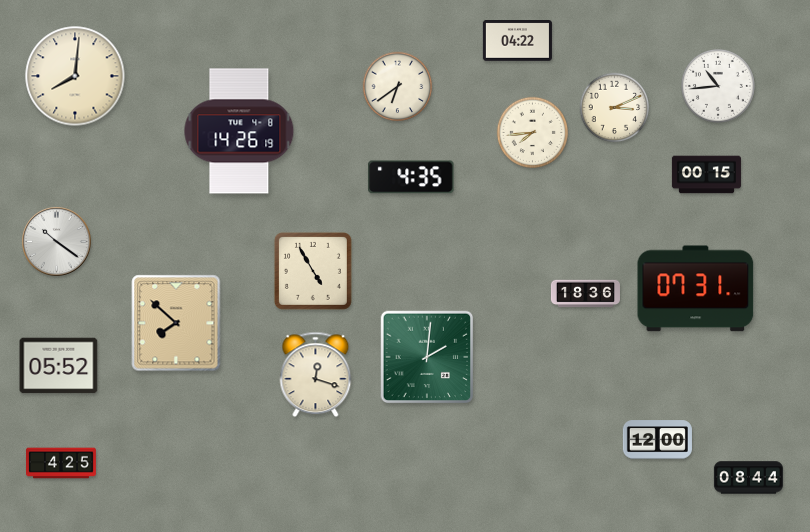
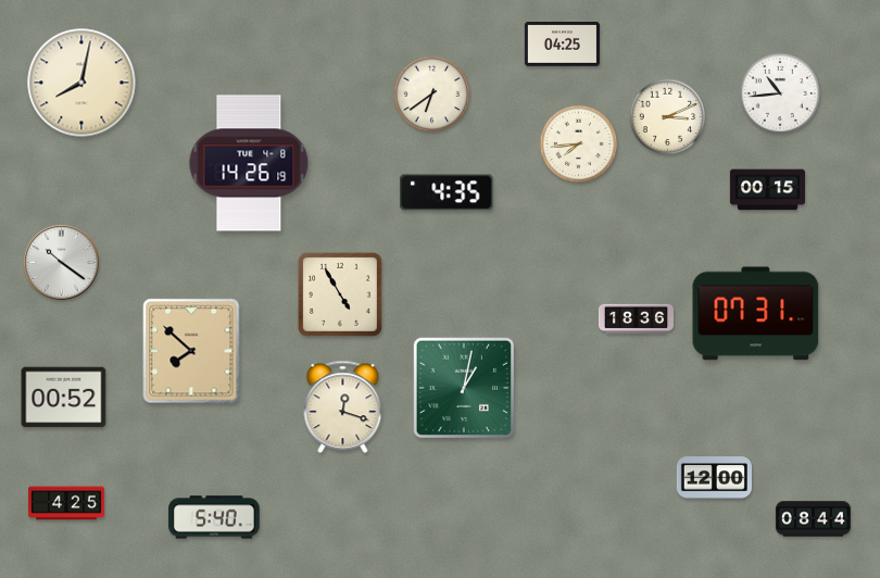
clock at (517, 41): 04:22 -> 04:25
clock at (75, 76): 8:01 -> 8:02
clock at (239, 131) position: (239, 131) -> (249, 163)
clock at (427, 357): 2:01 -> 1:02
clock at (59, 366): 05:52 -> 00:52
clock at (214, 517): none -> 5:40
